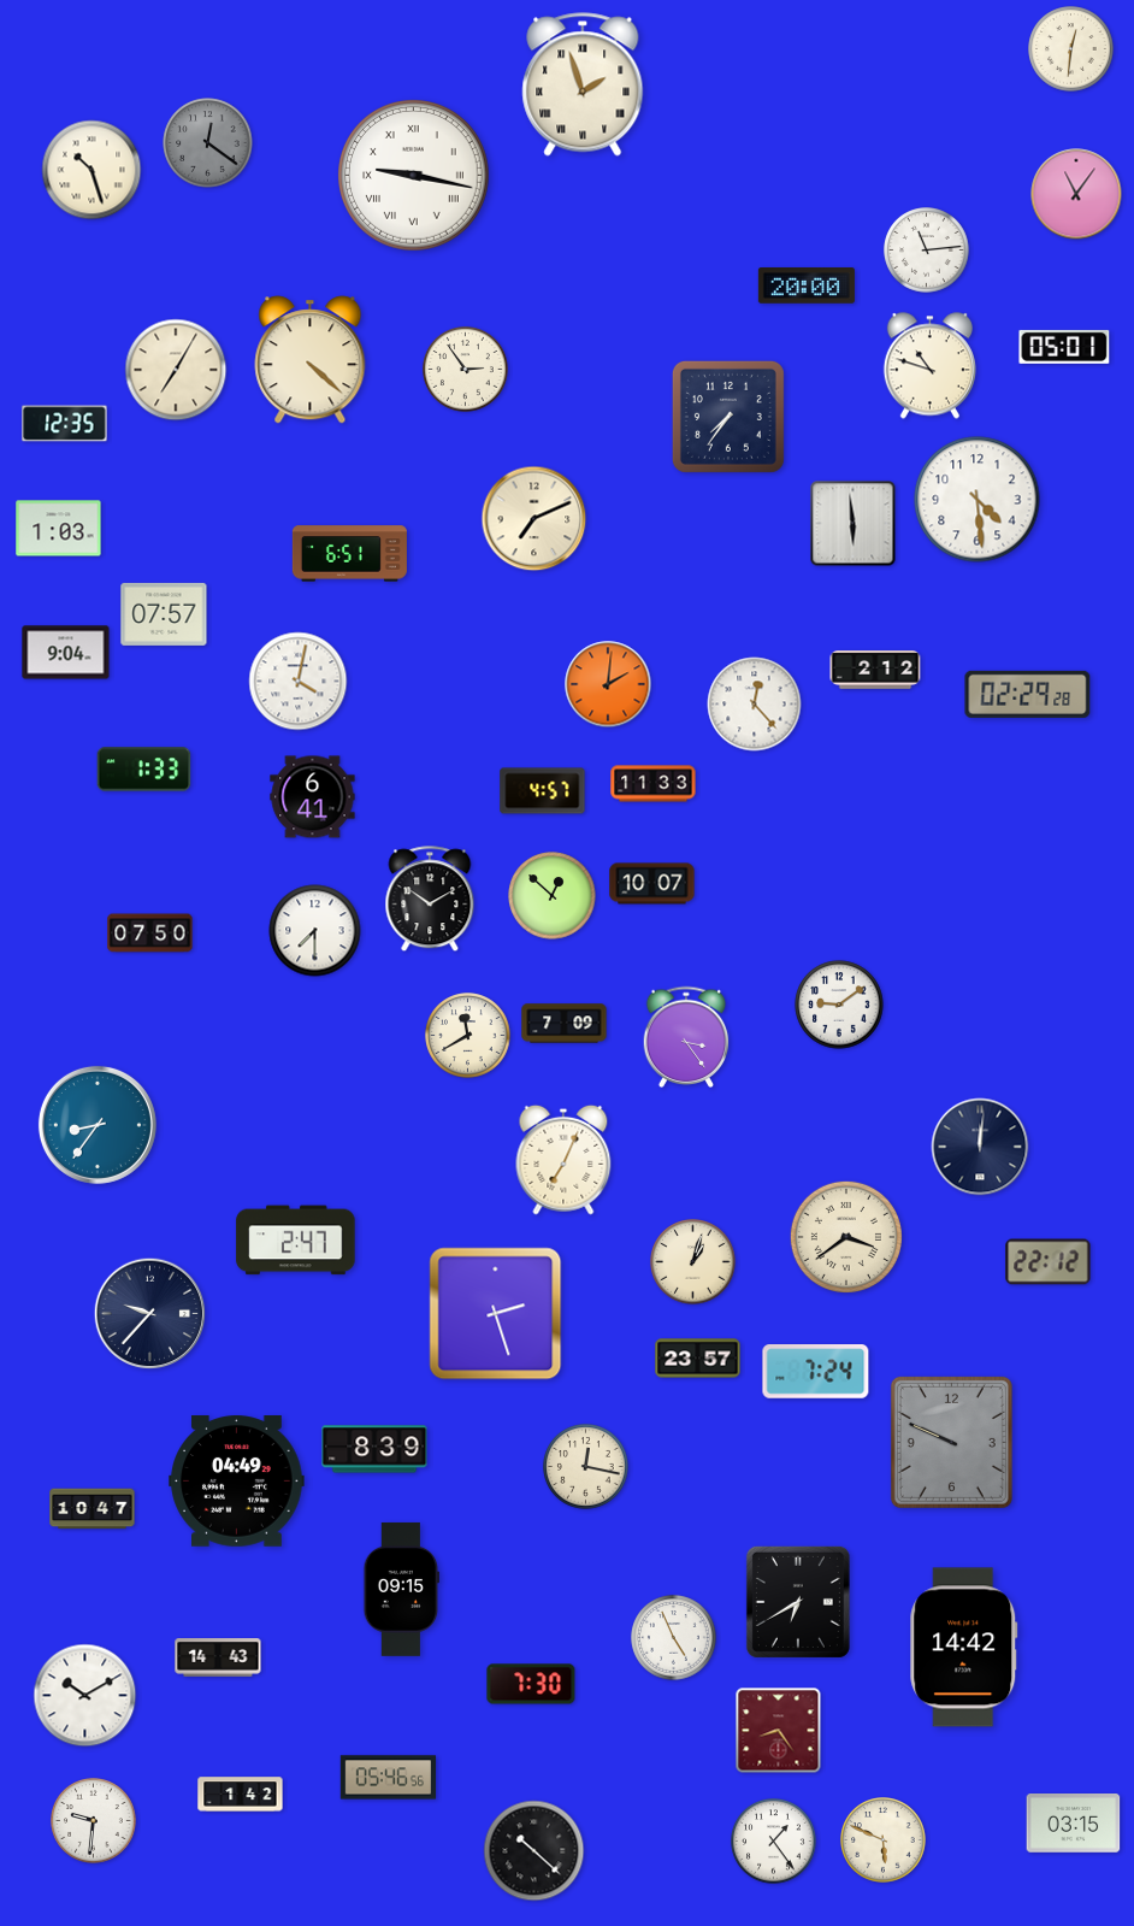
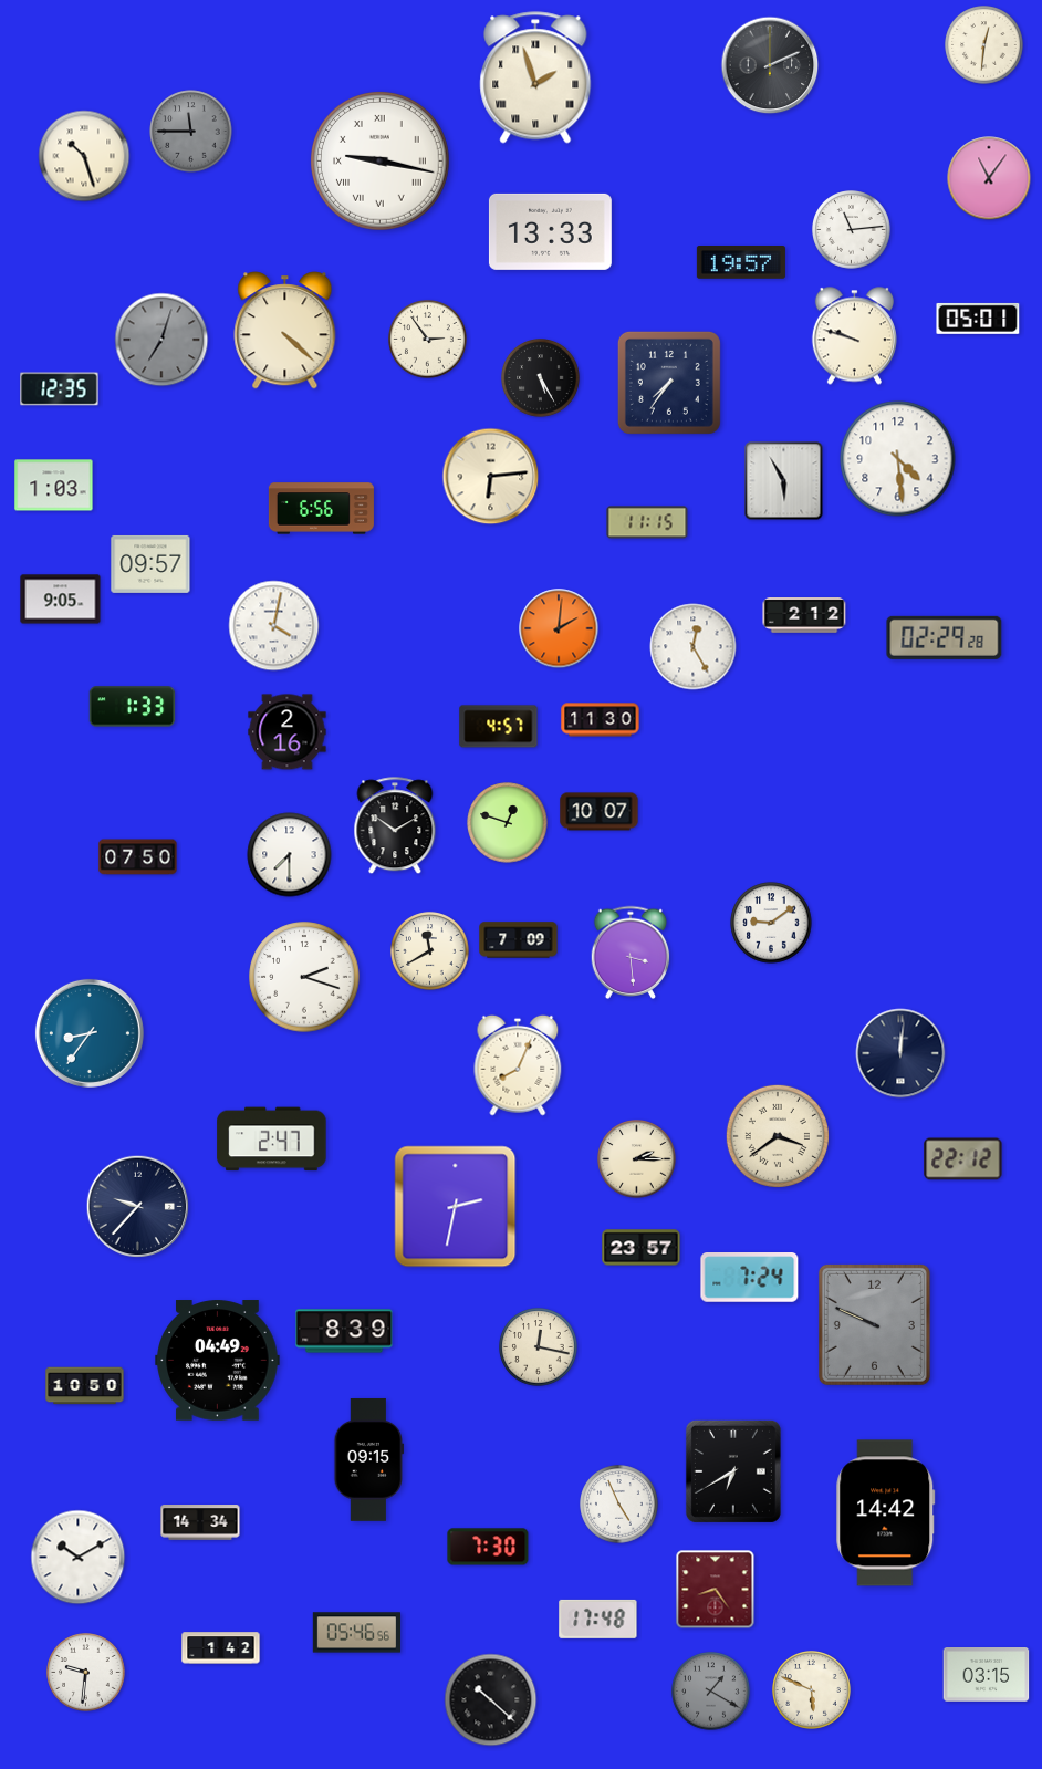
clock at (770, 65): none -> 2:11
clock at (208, 143): 12:21 -> 11:45
clock at (550, 231): none -> 13:33
clock at (807, 287): 20:00 -> 19:57
clock at (929, 366): 10:48 -> 9:48
clock at (176, 370): 7:05 -> 7:03
clock at (176, 370) dial: cream -> grey
clock at (541, 378): none -> 5:25
clock at (534, 519): 7:11 -> 6:14
clock at (854, 524): 5:59 -> 5:55
clock at (349, 554): 6:51 -> 6:56
clock at (647, 522): none -> 11:15
clock at (164, 614): 07:57 -> 09:57
clock at (66, 653): 9:04 -> 9:05
clock at (755, 705): 12:23 -> 12:25
clock at (654, 784): 11:33 -> 11:30
clock at (313, 797): 6:41 -> 2:16
clock at (553, 896): 12:52 -> 12:48
clock at (686, 1037): 3:24 -> 3:29
clock at (304, 977): none -> 2:18
clock at (563, 1160): 7:04 -> 8:04
clock at (693, 1262): 1:03 -> 2:15
clock at (496, 1314): 2:27 -> 2:32
clock at (816, 1372) position: (816, 1372) -> (750, 1278)
clock at (93, 1509): 10:47 -> 10:50
clock at (218, 1657): 14:43 -> 14:34
clock at (598, 1619): none -> 17:48
clock at (774, 1842): 1:24 -> 1:20
clock at (774, 1842) dial: white -> grey
